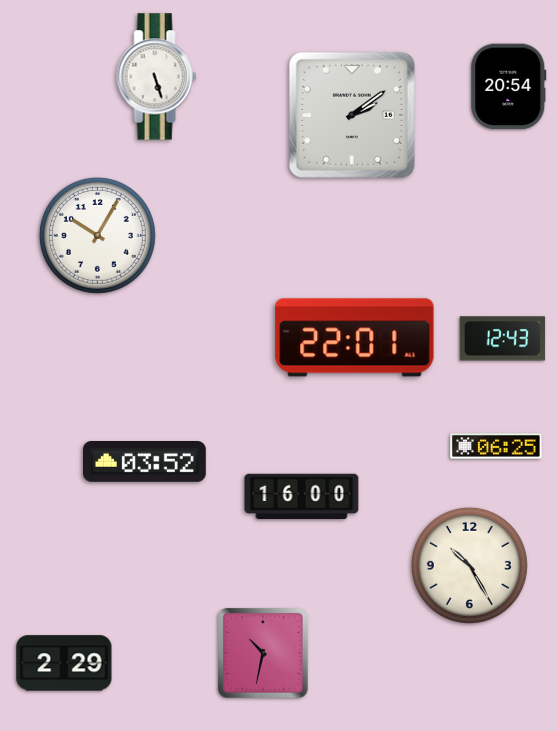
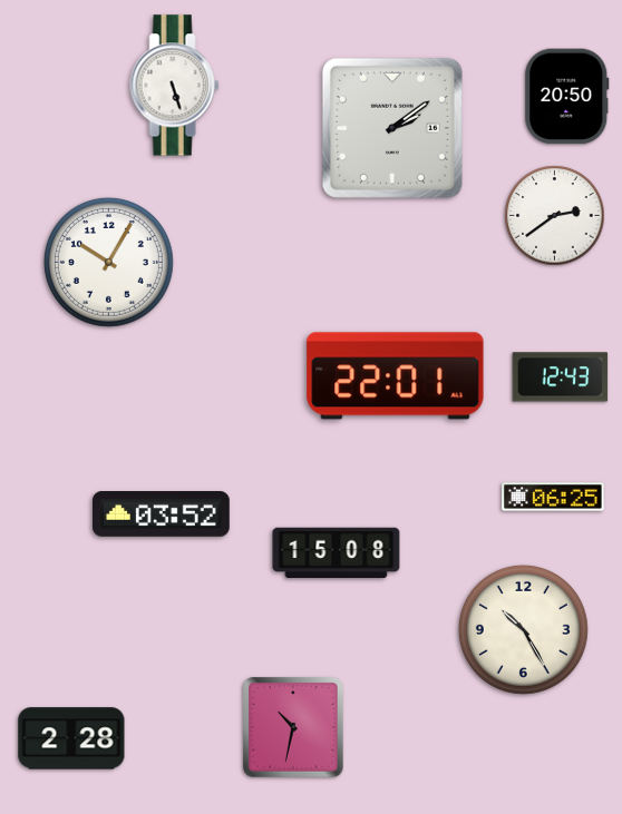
clock at (509, 87): 20:54 -> 20:50
clock at (555, 216): none -> 2:39
clock at (302, 497): 16:00 -> 15:08
clock at (64, 663): 2:29 -> 2:28
